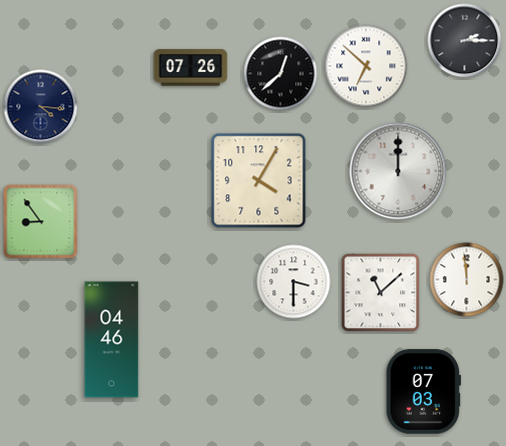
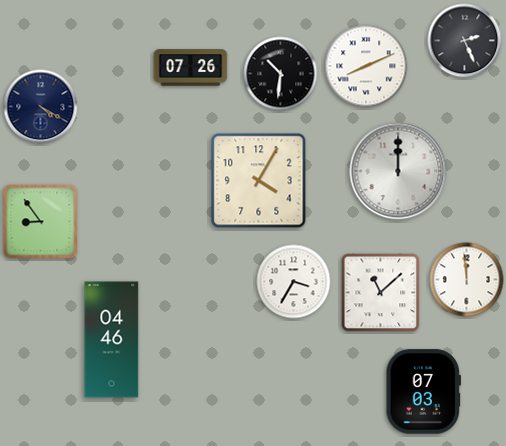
clock at (465, 41): 2:15 -> 2:26
clock at (366, 66): 6:52 -> 8:11
clock at (281, 74): 12:38 -> 10:31
clock at (41, 107): 4:16 -> 4:20
clock at (294, 282): 3:30 -> 3:35
